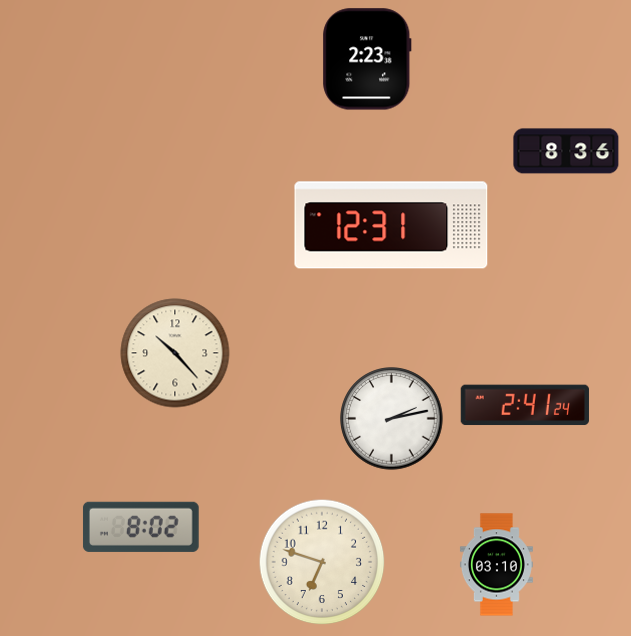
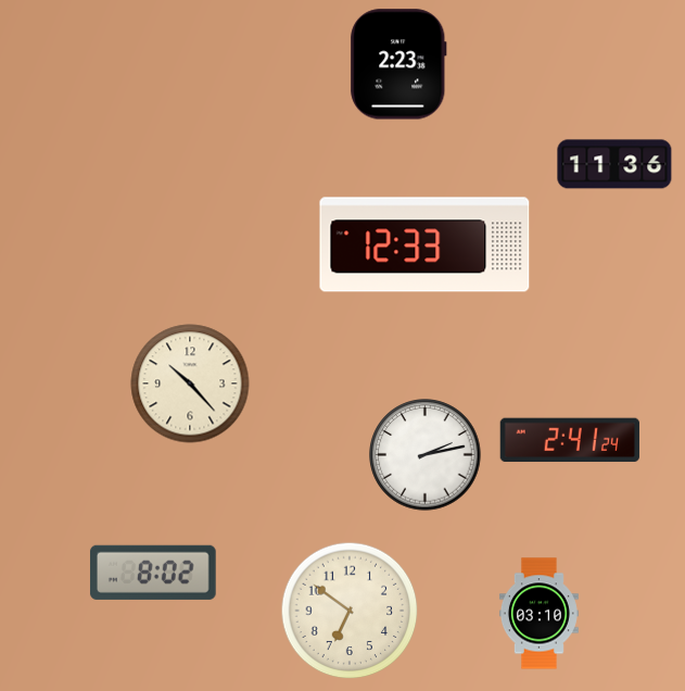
clock at (566, 151): 8:36 -> 11:36
clock at (391, 225): 12:31 -> 12:33
clock at (322, 562): 6:48 -> 6:51
